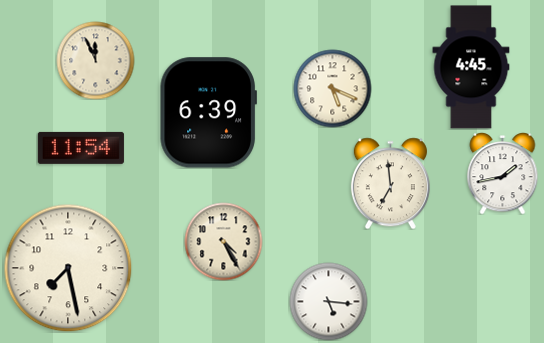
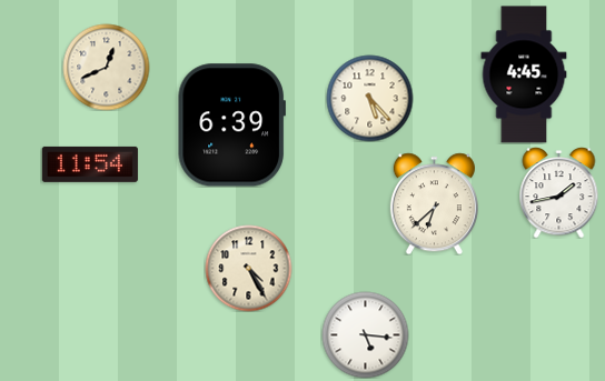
clock at (95, 60): 11:56 -> 12:41
clock at (332, 88): 5:19 -> 5:23
clock at (390, 183): 6:59 -> 6:38
clock at (68, 268): 7:28 -> none
